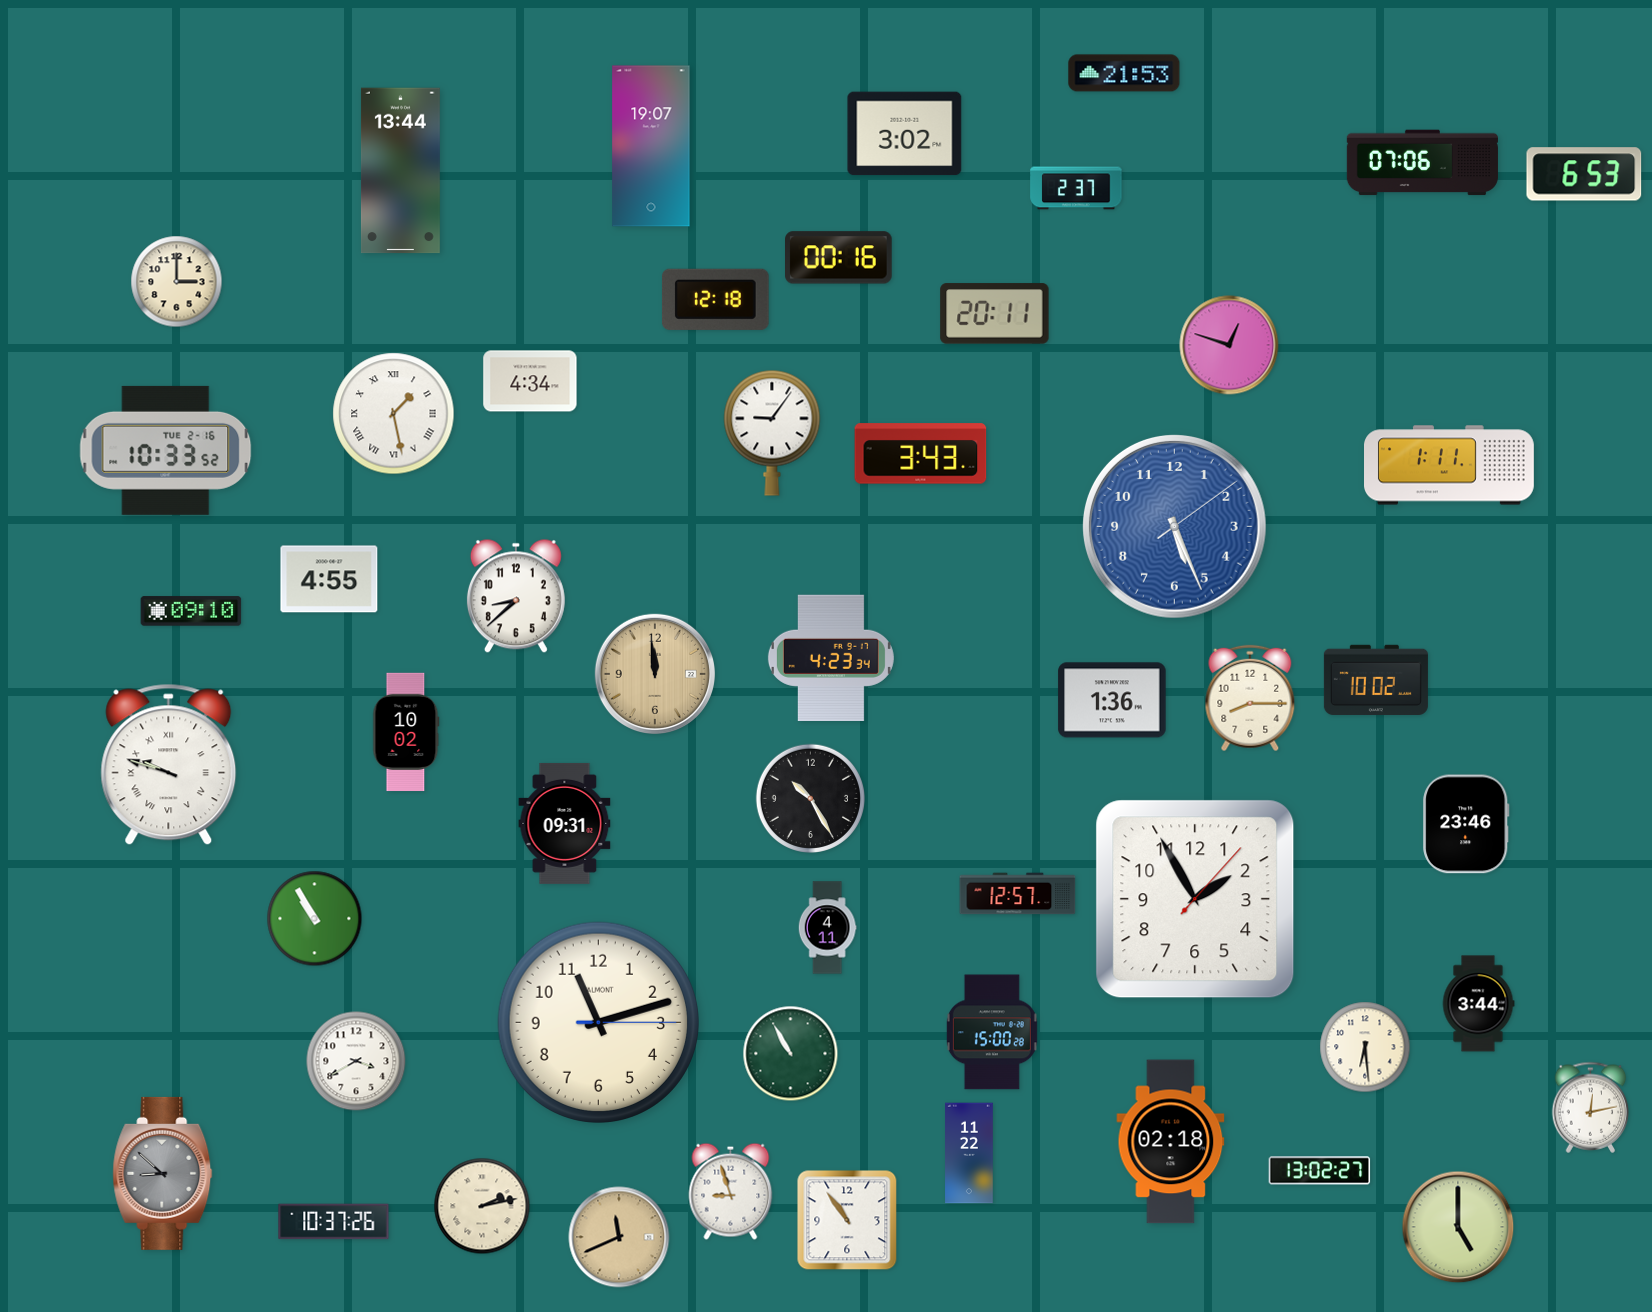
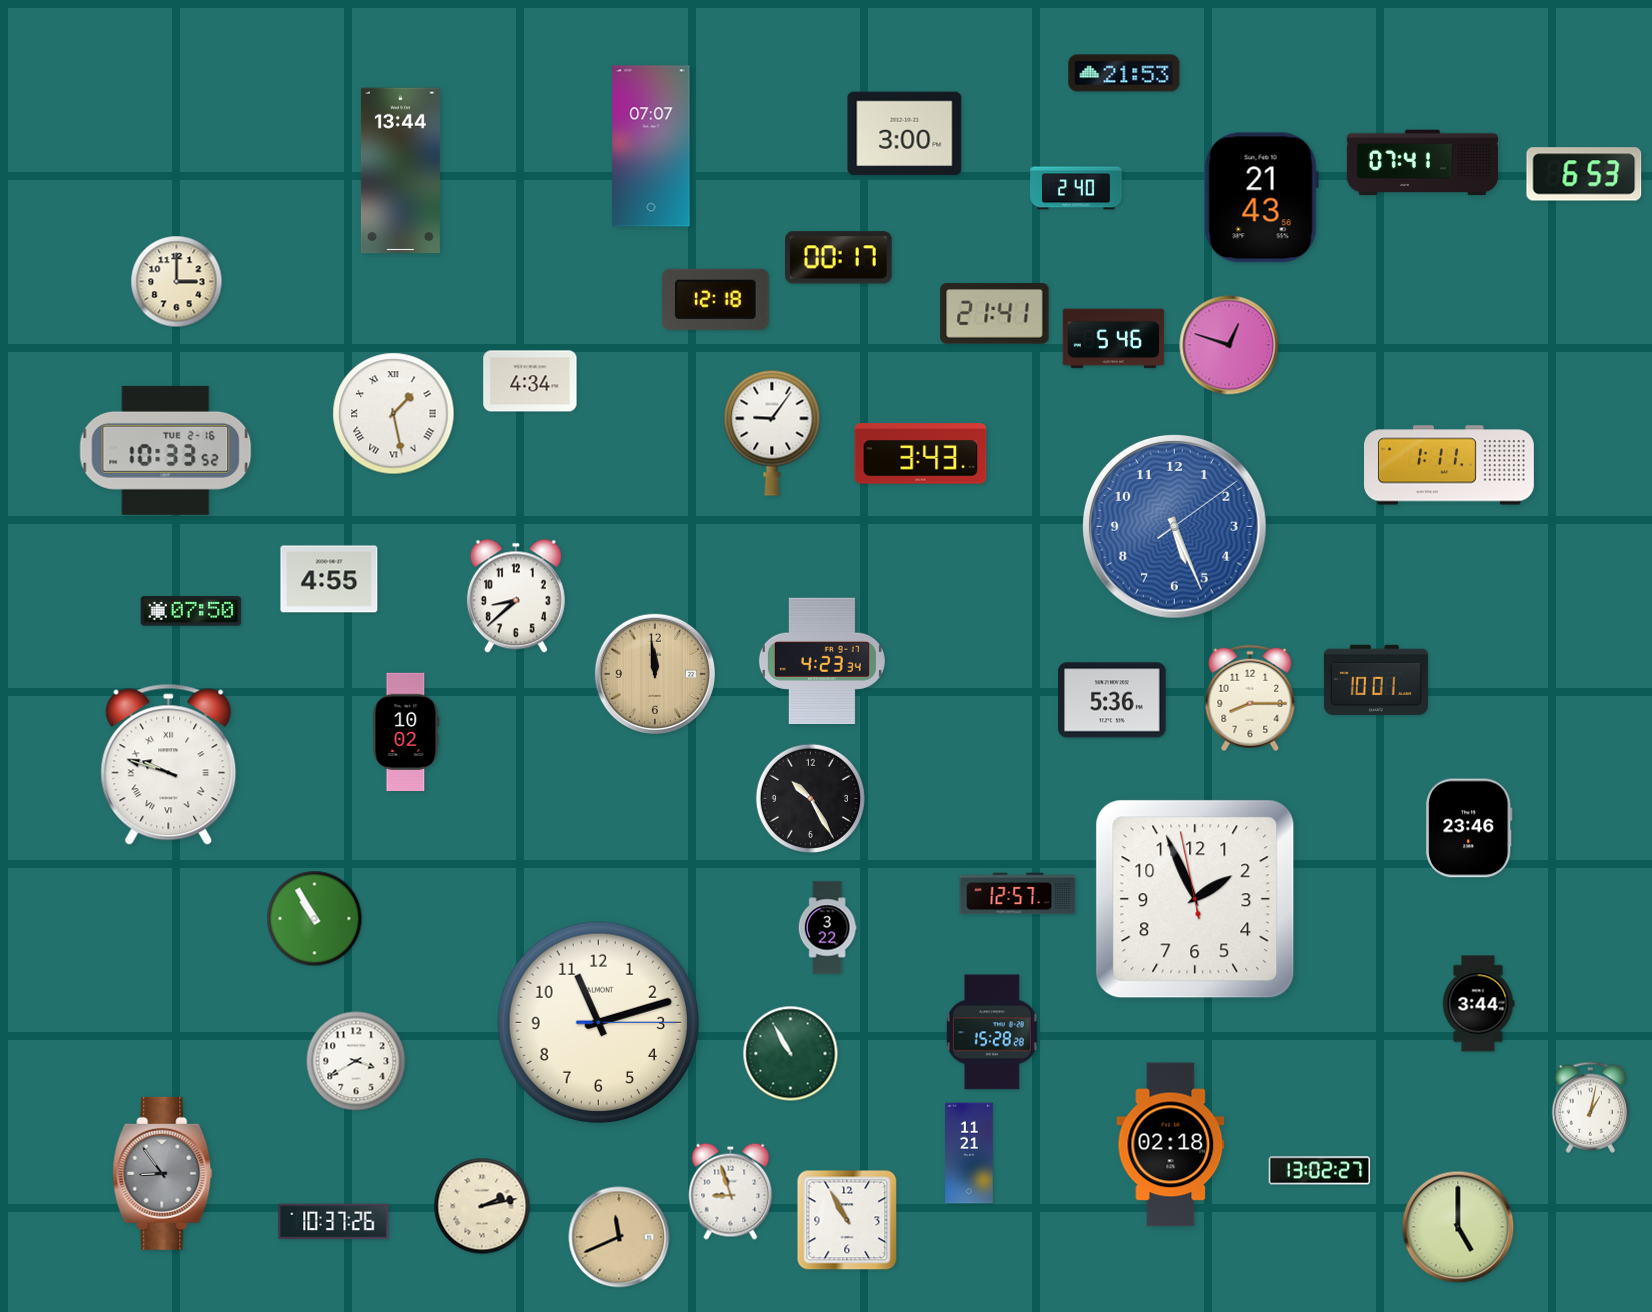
clock at (905, 134): 3:02 -> 3:00
clock at (651, 146): 19:07 -> 07:07
clock at (1422, 163): 07:06 -> 07:41
clock at (1076, 188): 2:37 -> 2:40
clock at (1261, 198): none -> 21:43
clock at (839, 258): 00:16 -> 00:17
clock at (995, 314): 20:11 -> 21:41
clock at (1114, 339): none -> 5:46
clock at (191, 611): 09:10 -> 07:50
clock at (831, 657) position: (831, 657) -> (822, 660)
clock at (1376, 680): 10:02 -> 10:01
clock at (1112, 700): 1:36 -> 5:36
clock at (565, 823): 09:31 -> none
clock at (1466, 824) position: (1466, 824) -> (1469, 828)
clock at (1195, 899): 1:55:07 -> 1:55:58
clock at (827, 928): 4:11 -> 3:22
clock at (992, 1032): 15:00 -> 15:28
clock at (1365, 1047): 6:29 -> none
clock at (1591, 1107): 12:13 -> 1:02
clock at (1171, 1142) position: (1171, 1142) -> (1171, 1145)
clock at (969, 1153): 11:22 -> 11:21
clock at (163, 1173): 8:52 -> 8:54
clock at (847, 1220): 10:54 -> 10:55
